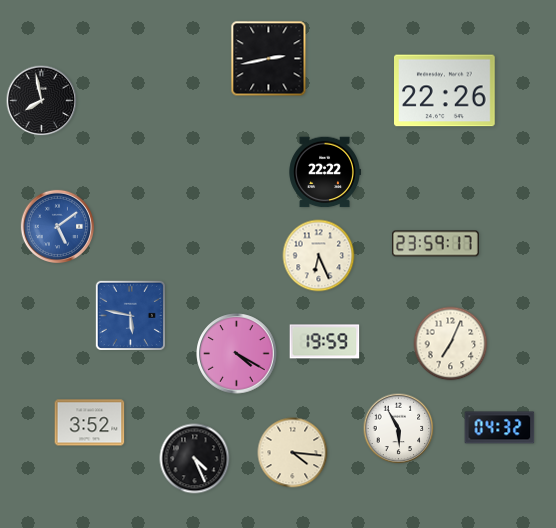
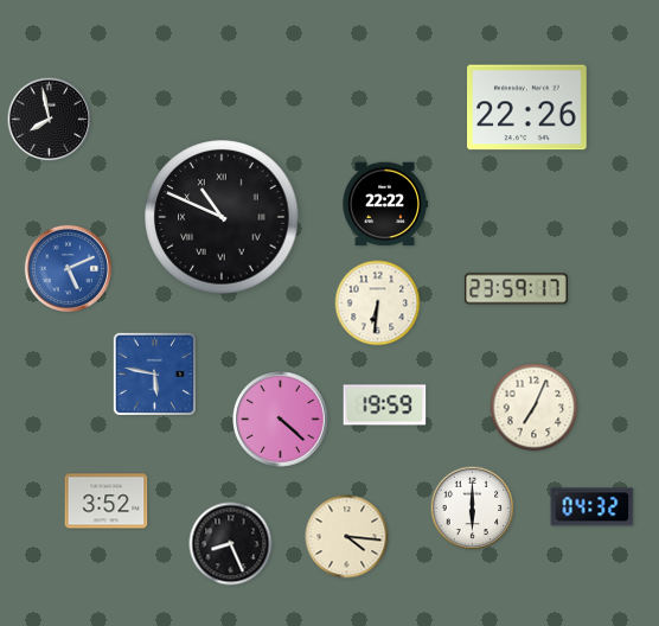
clock at (269, 59): 2:43 -> none
clock at (222, 217): none -> 10:49
clock at (57, 226): 5:09 -> 5:11
clock at (319, 256): 6:26 -> 6:31
clock at (237, 354): 4:20 -> 4:22
clock at (399, 429): 5:55 -> 6:00
clock at (195, 459): 4:26 -> 8:26
